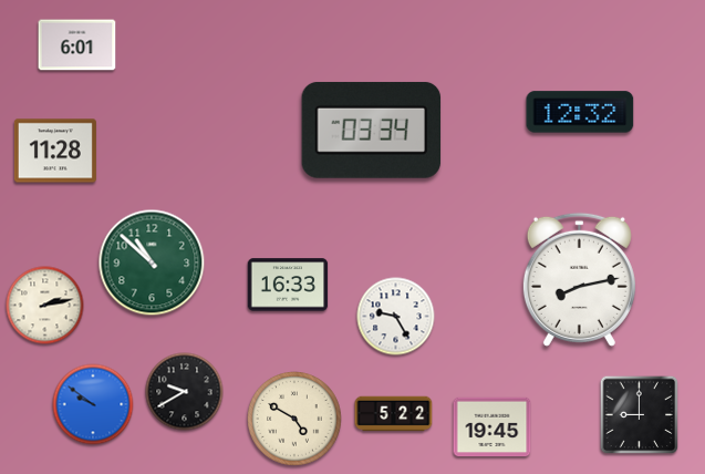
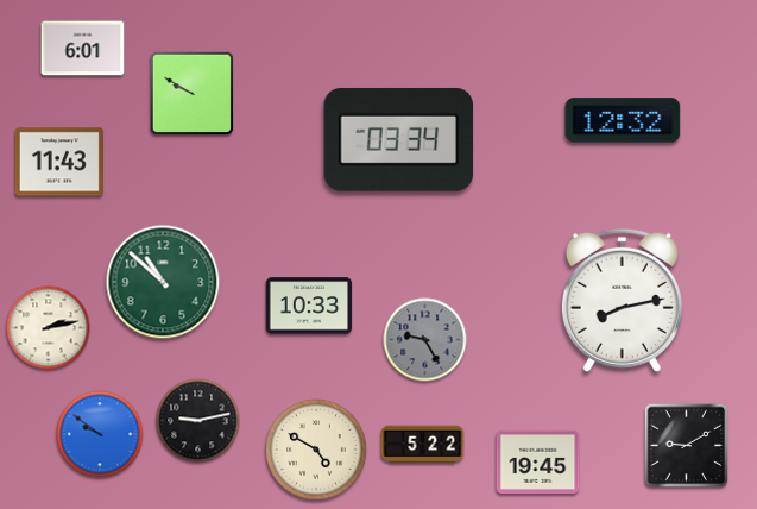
clock at (193, 94): none -> 9:50
clock at (55, 151): 11:28 -> 11:43
clock at (288, 285): 16:33 -> 10:33
clock at (396, 317) dial: white -> grey
clock at (185, 392): 9:40 -> 9:13
clock at (640, 415): 9:00 -> 9:10
clock at (493, 427) position: (493, 427) -> (538, 463)
